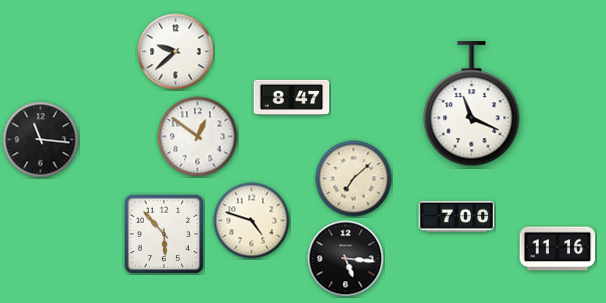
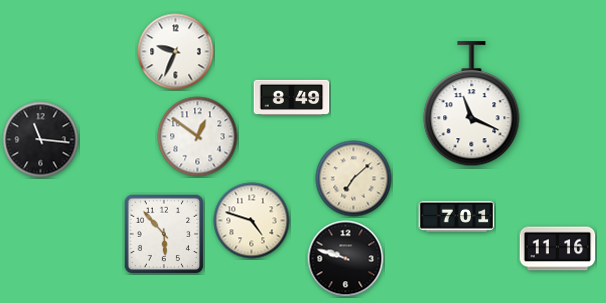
clock at (176, 52): 9:38 -> 9:34
clock at (292, 97): 8:47 -> 8:49
clock at (457, 216): 7:00 -> 7:01
clock at (346, 259): 5:16 -> 9:48
